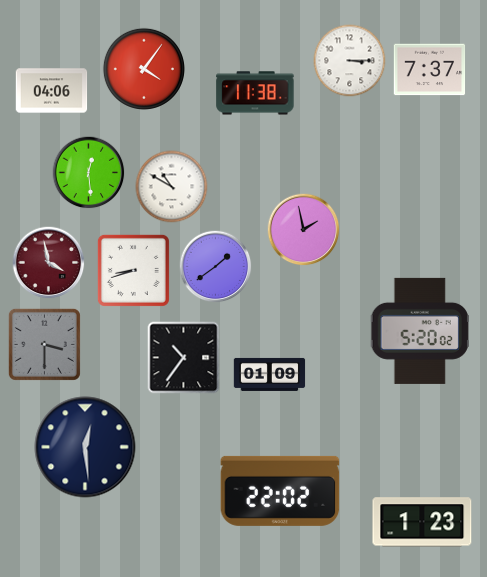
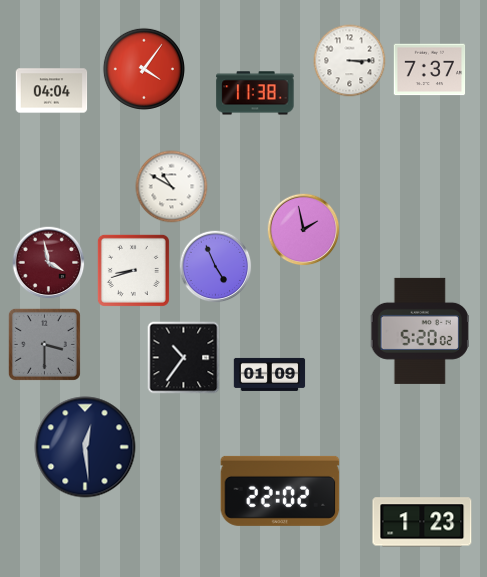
clock at (52, 91): 04:06 -> 04:04
clock at (89, 173): 12:29 -> none
clock at (216, 267): 1:39 -> 4:56
